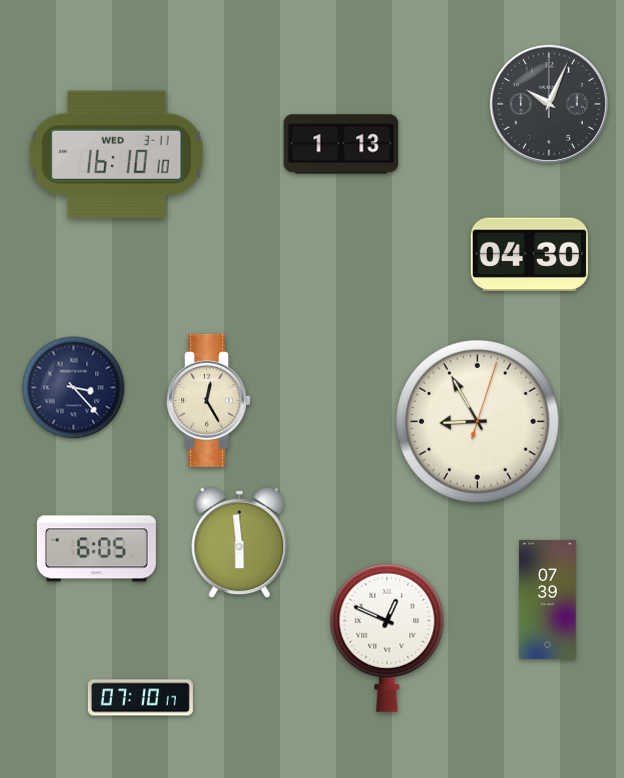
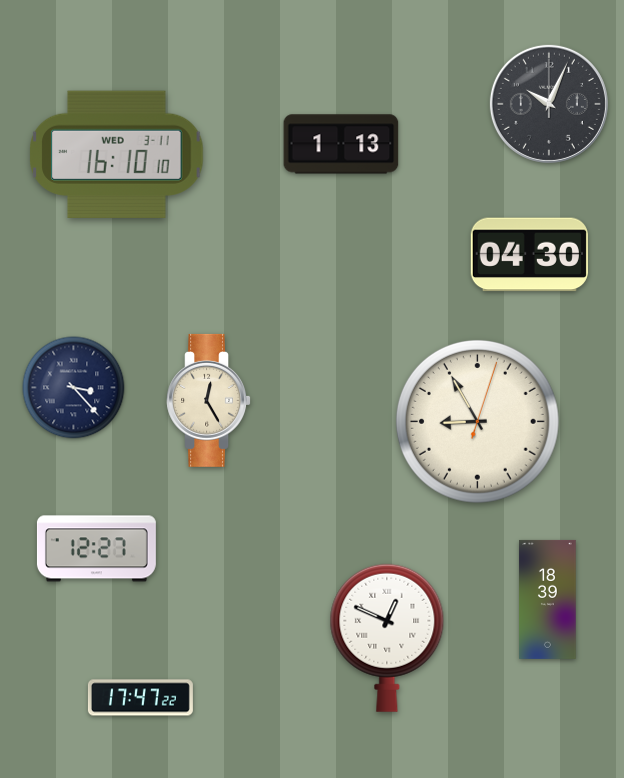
clock at (240, 543): 5:59 -> none
clock at (96, 549): 6:05 -> 12:27
clock at (548, 599): 07:39 -> 18:39
clock at (140, 698): 07:10 -> 17:47
